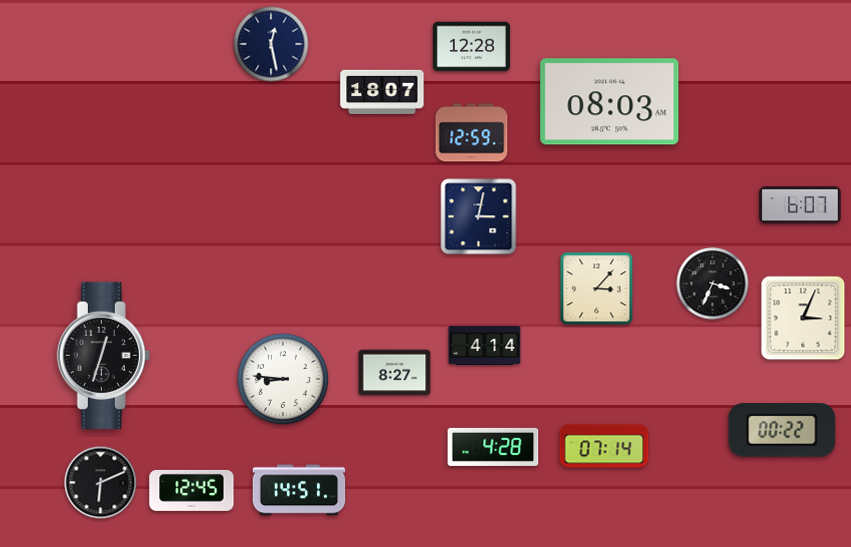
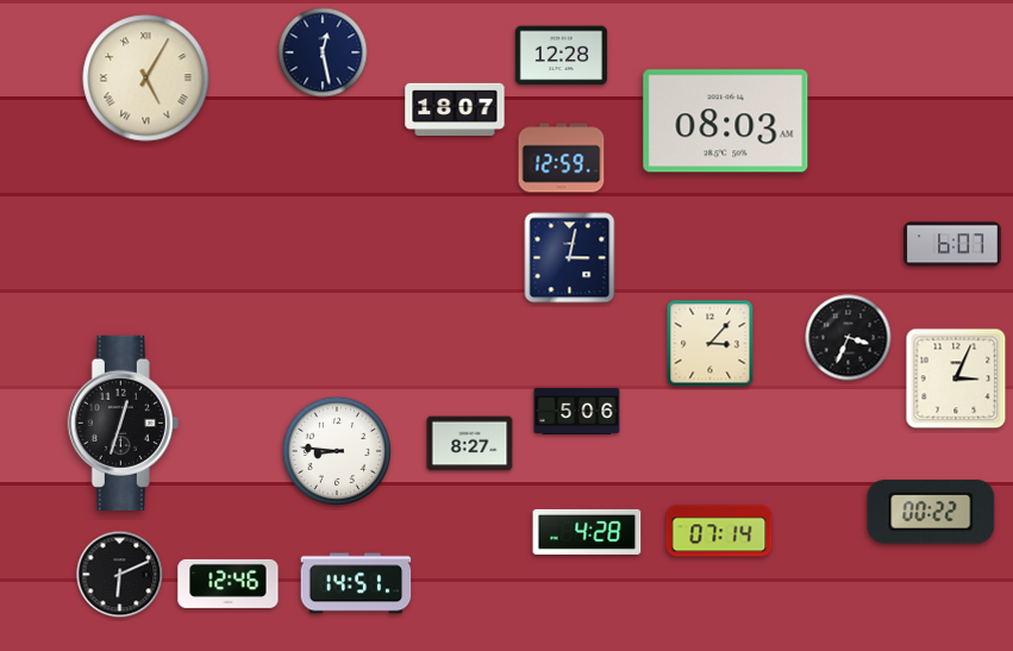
clock at (146, 79): none -> 5:05
clock at (485, 345): 4:14 -> 5:06
clock at (192, 490): 12:45 -> 12:46
